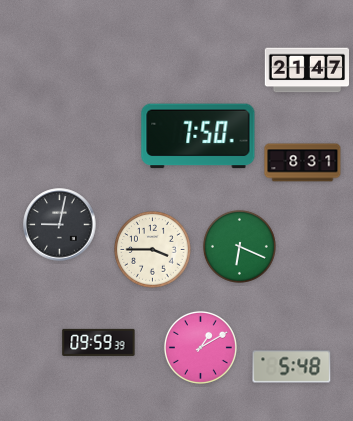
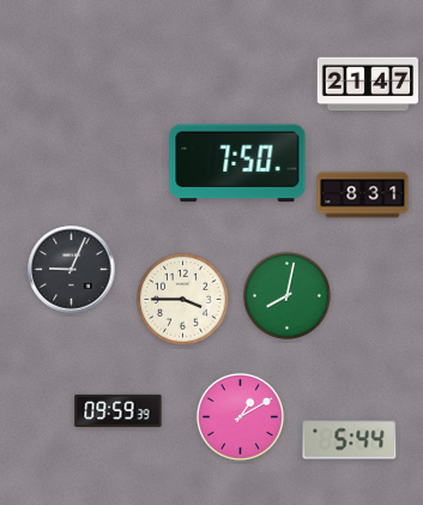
clock at (60, 225): 9:02 -> 9:04
clock at (239, 246): 6:19 -> 8:02
clock at (292, 367): 5:48 -> 5:44
